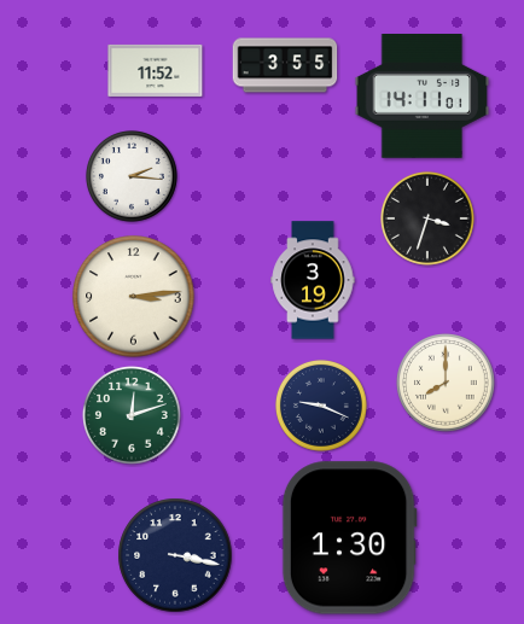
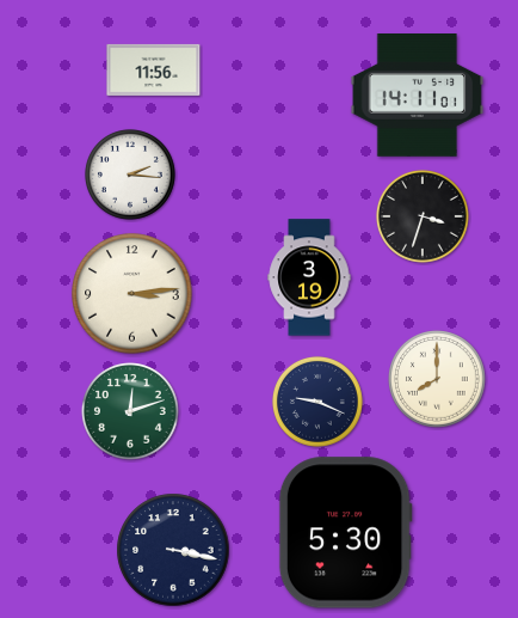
clock at (285, 65): 3:55 -> none
clock at (156, 70): 11:52 -> 11:56
clock at (447, 384) position: (447, 384) -> (438, 380)
clock at (349, 538): 1:30 -> 5:30
